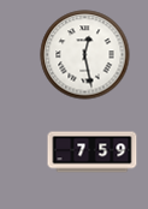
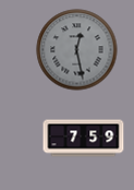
clock at (85, 55) dial: white -> grey
